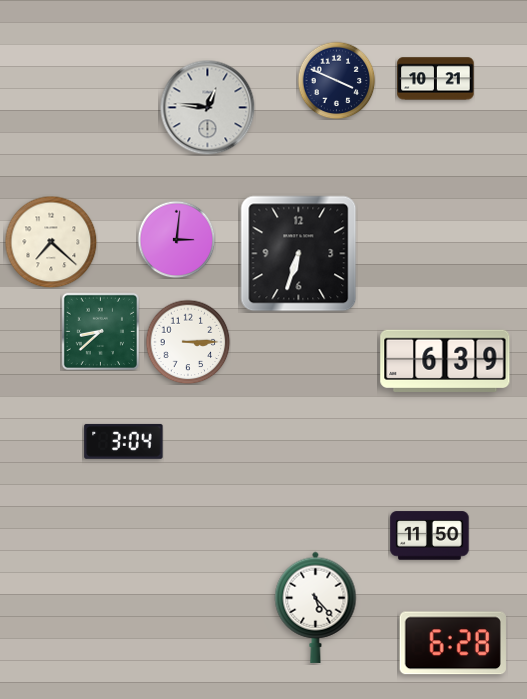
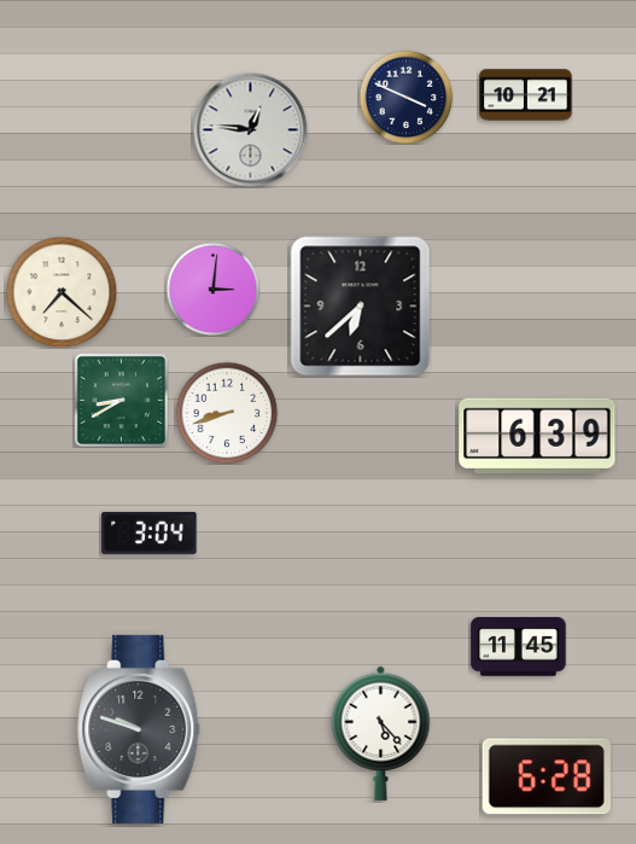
clock at (299, 254): 6:33 -> 6:38
clock at (100, 331): 8:38 -> 8:40
clock at (188, 342): 3:15 -> 8:42
clock at (430, 536): 11:50 -> 11:45
clock at (140, 729): none -> 9:48
